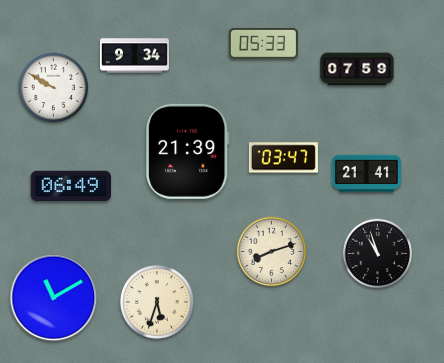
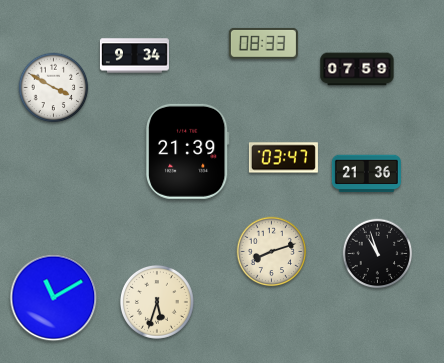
clock at (263, 43): 05:33 -> 08:33
clock at (54, 88): 9:50 -> 3:50
clock at (366, 174): 21:41 -> 21:36
clock at (70, 186): 06:49 -> none
